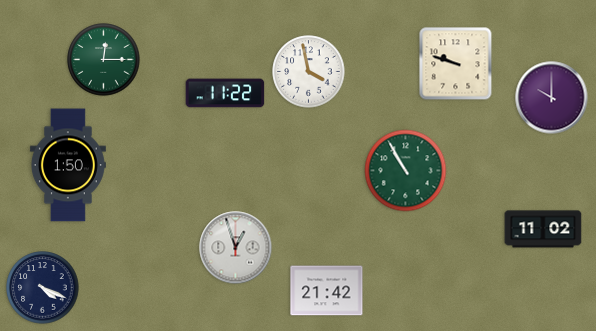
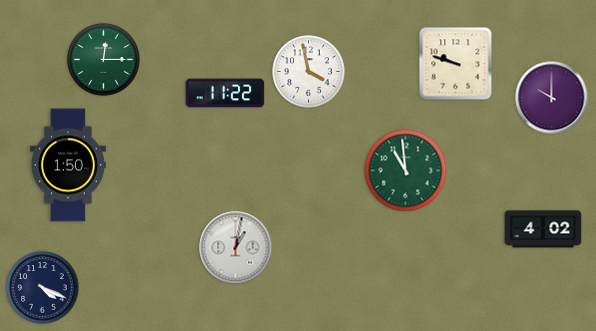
clock at (406, 171): 10:55 -> 10:59
clock at (543, 229): 11:02 -> 4:02
clock at (236, 248): 12:57 -> 1:02
clock at (327, 291): 21:42 -> none
